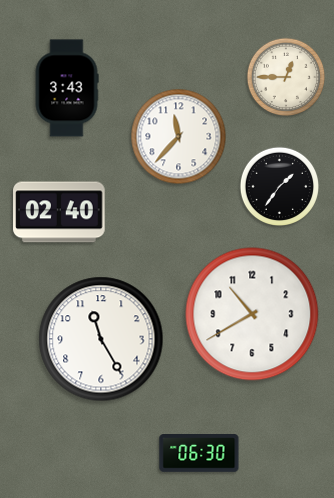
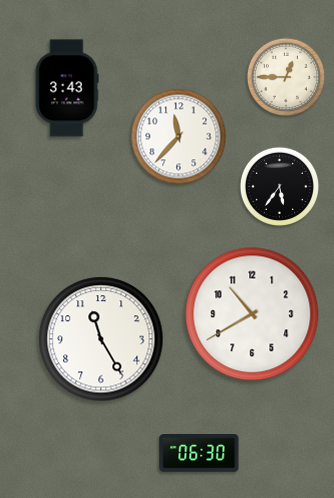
clock at (279, 186): 1:36 -> 5:36
clock at (59, 212): 02:40 -> none
